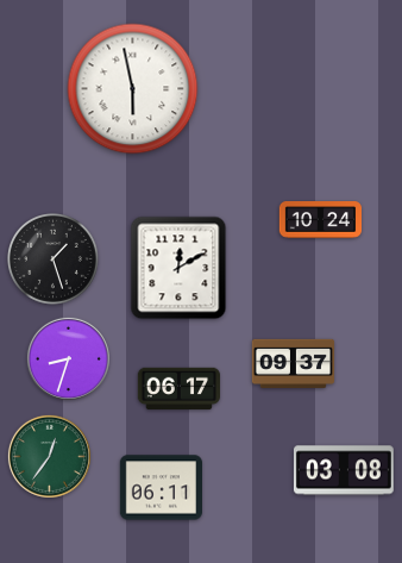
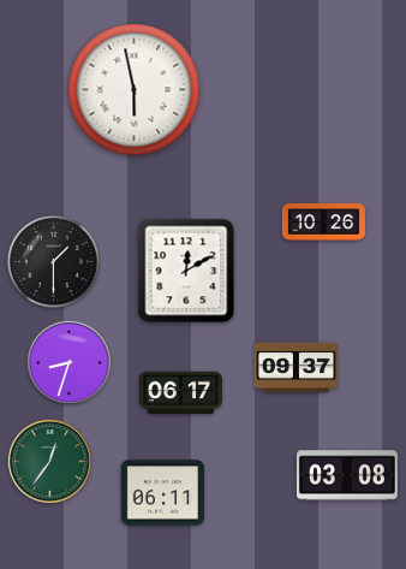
clock at (321, 220): 10:24 -> 10:26
clock at (54, 259): 1:27 -> 1:30
clock at (178, 268) position: (178, 268) -> (186, 271)
